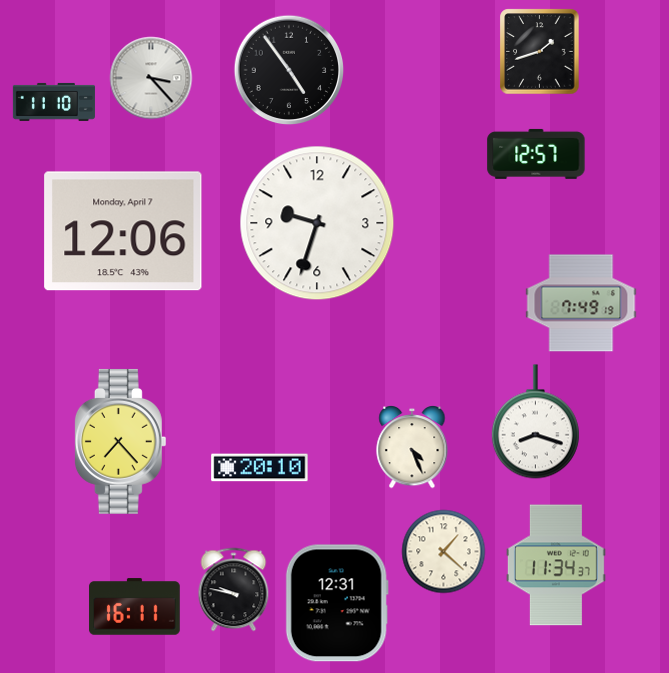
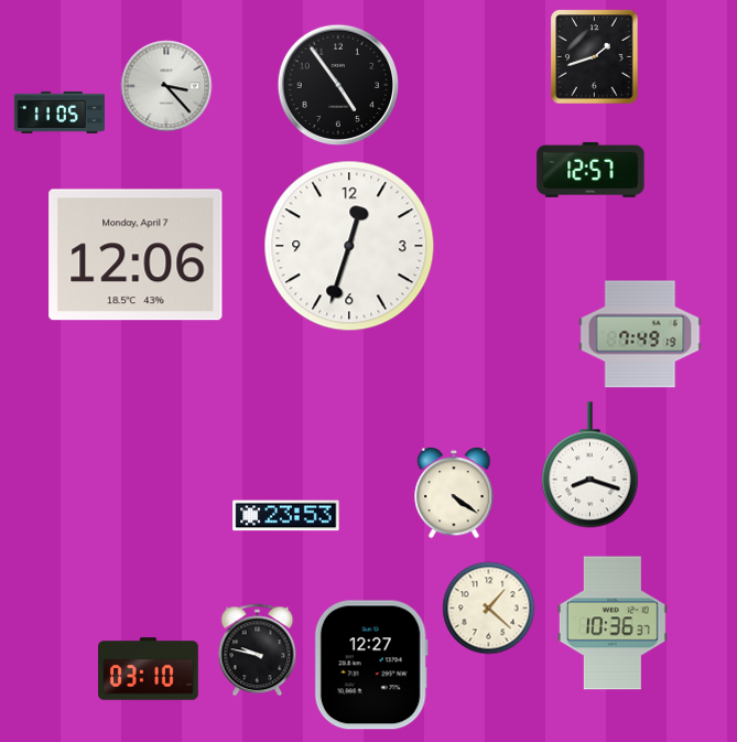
clock at (289, 70) position: (289, 70) -> (338, 85)
clock at (54, 102): 11:10 -> 11:05
clock at (317, 223): 9:33 -> 12:33
clock at (120, 441): 7:23 -> none
clock at (412, 447): 4:26 -> 4:21
clock at (260, 468): 20:10 -> 23:53
clock at (556, 565): 11:34 -> 10:36
clock at (337, 603): 12:31 -> 12:27
clock at (135, 607): 16:11 -> 03:10
